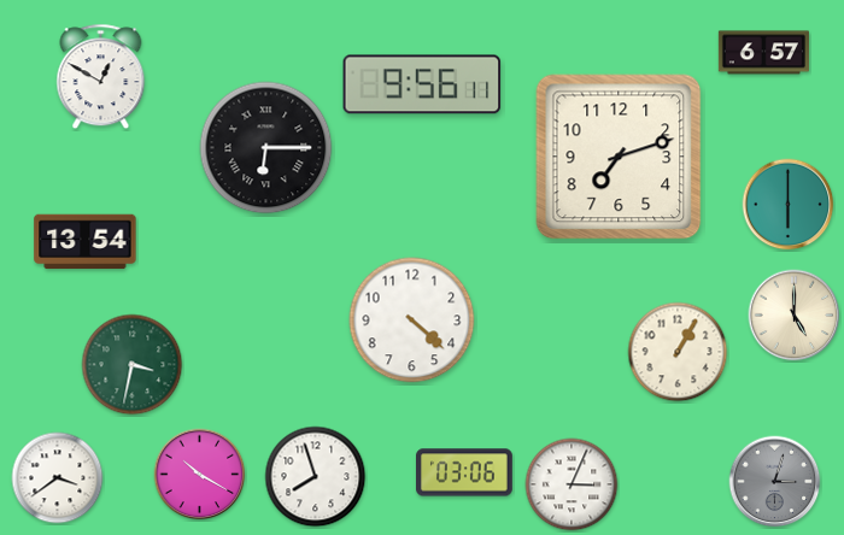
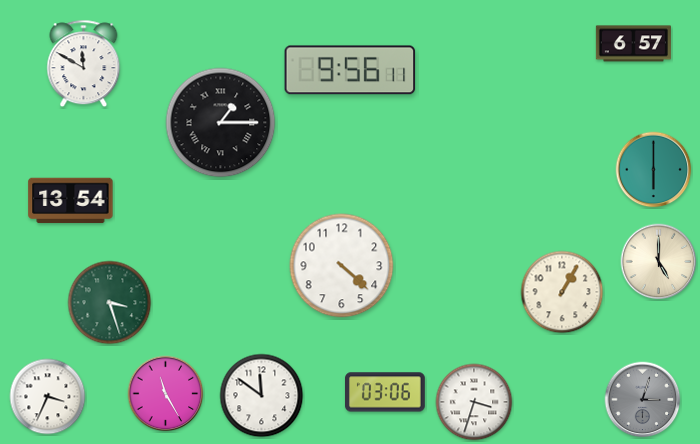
clock at (101, 77): 12:50 -> 11:50
clock at (266, 148): 6:15 -> 1:15
clock at (619, 157): 7:12 -> none
clock at (133, 365): 3:32 -> 3:27
clock at (200, 475): 10:20 -> 11:25
clock at (316, 477): 7:57 -> 11:51
clock at (58, 478): 3:39 -> 3:34
clock at (572, 484): 3:04 -> 3:33
